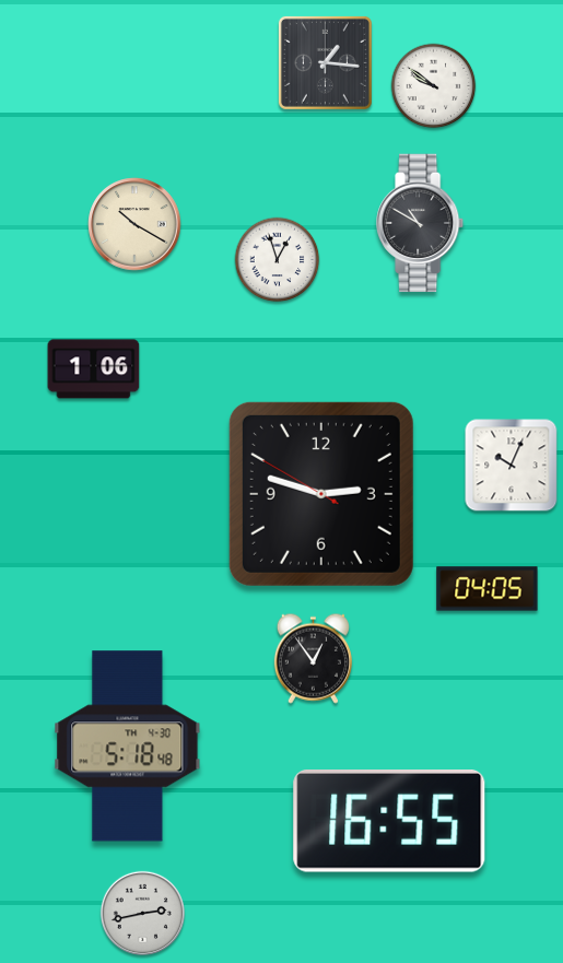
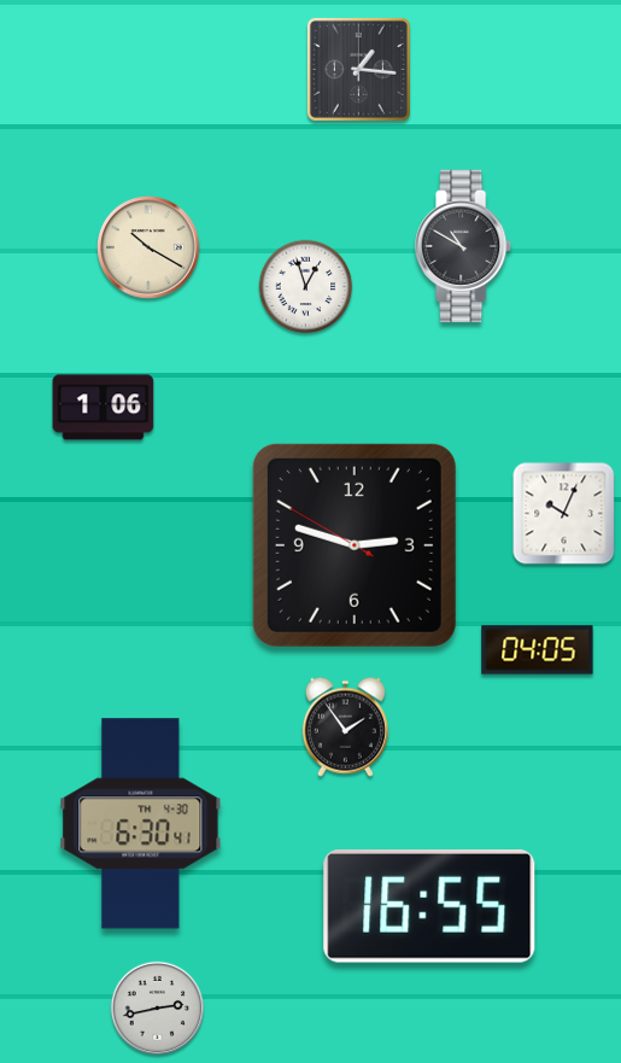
clock at (434, 86): 9:51 -> none
clock at (313, 658): 12:54 -> 1:54
clock at (128, 747): 5:18 -> 6:30
